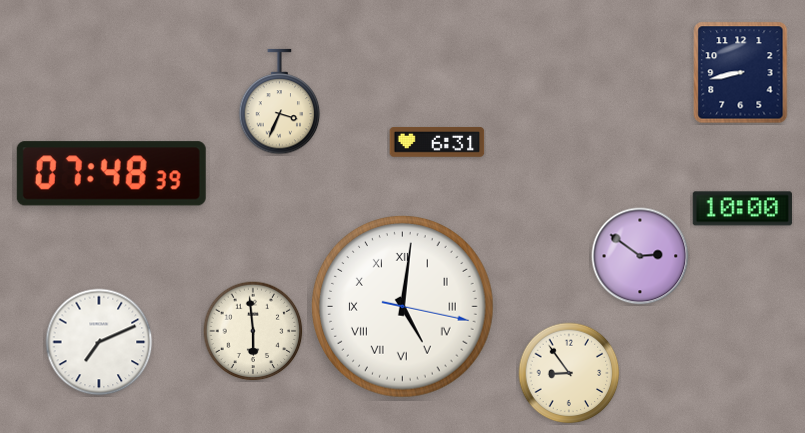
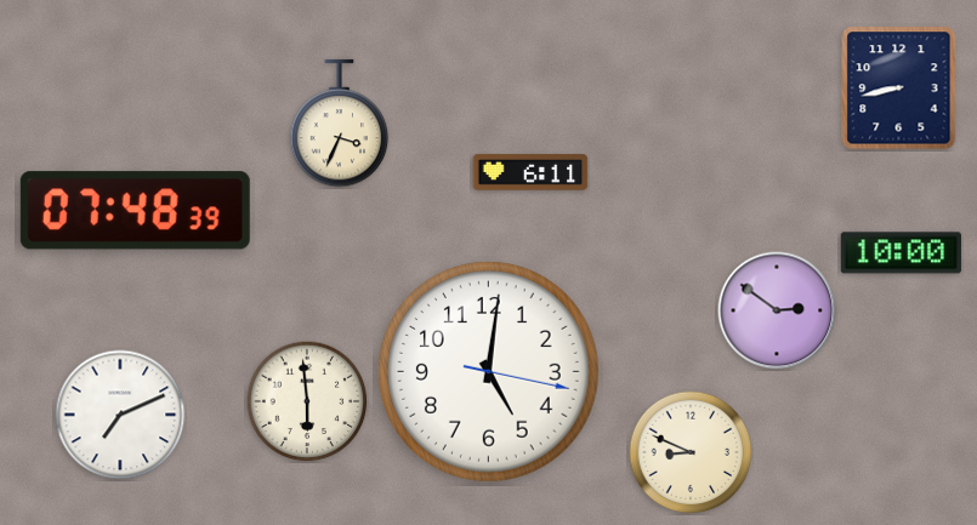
clock at (437, 143): 6:31 -> 6:11
clock at (403, 307) numerals: Roman -> Arabic
clock at (569, 373): 8:54 -> 8:49
